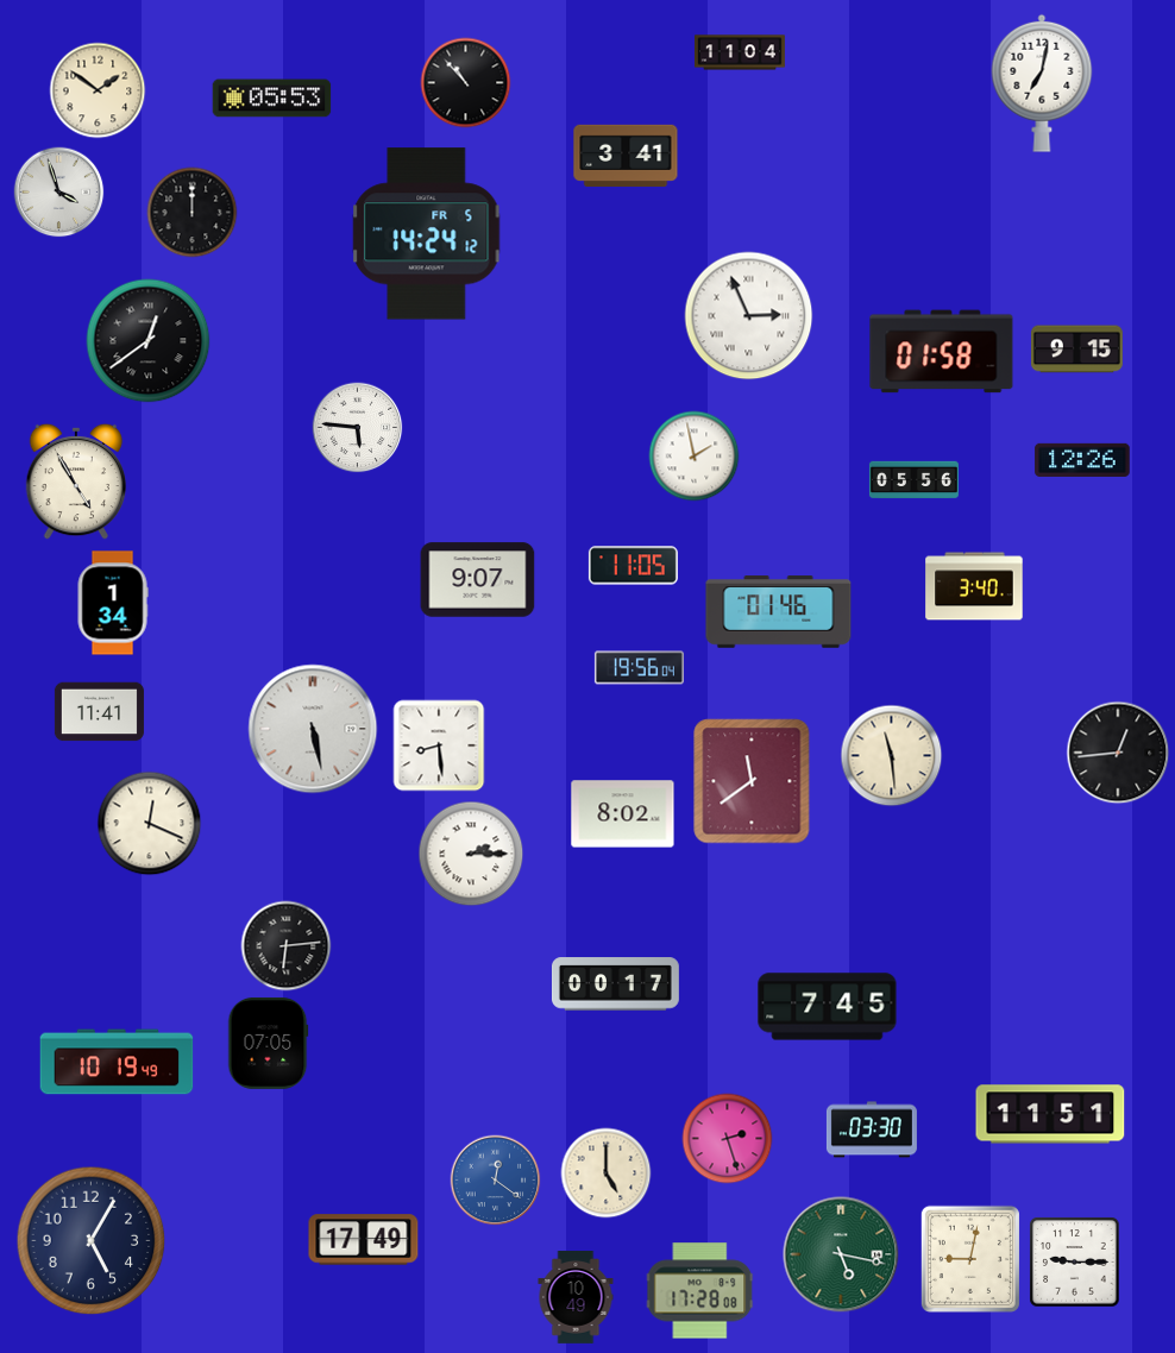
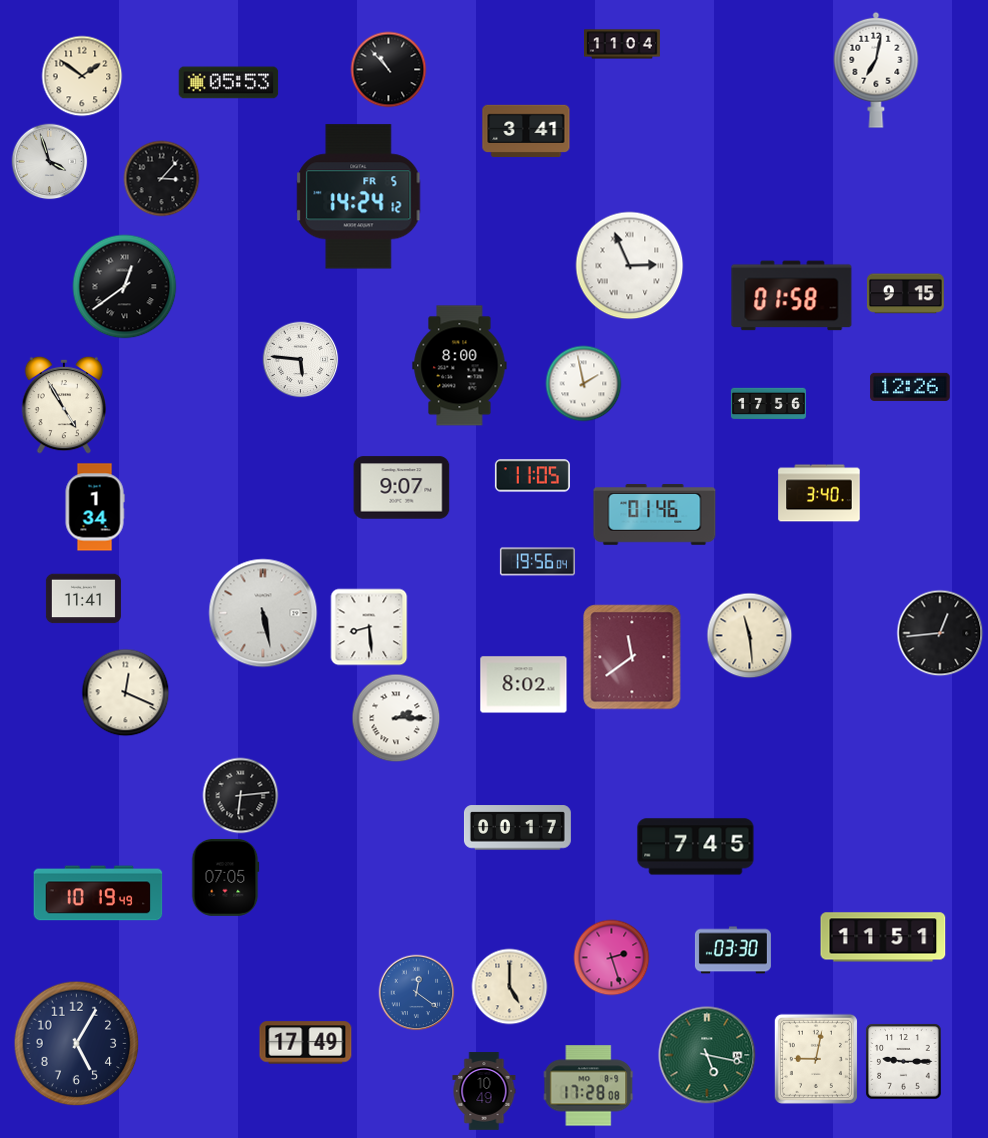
clock at (466, 83) position: (466, 83) -> (389, 70)
clock at (193, 213): 12:00 -> 3:07
clock at (460, 366): none -> 8:00
clock at (913, 480): 05:56 -> 17:56
